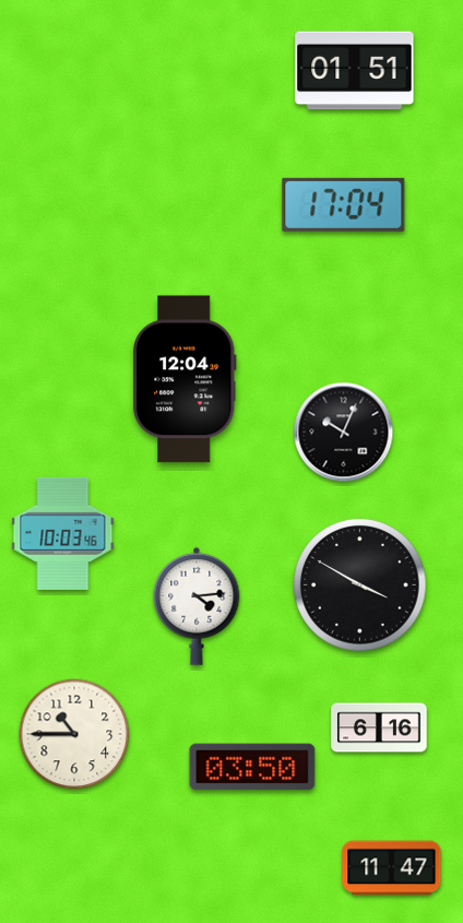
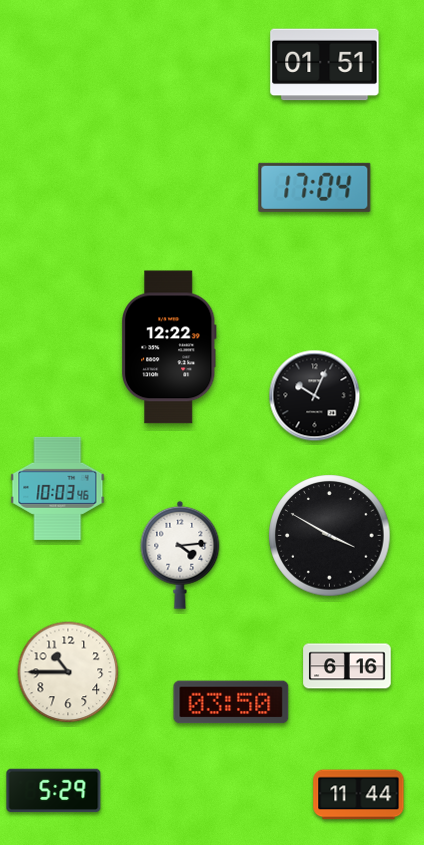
clock at (185, 379): 12:04 -> 12:22
clock at (54, 791): none -> 5:29
clock at (392, 868): 11:47 -> 11:44
